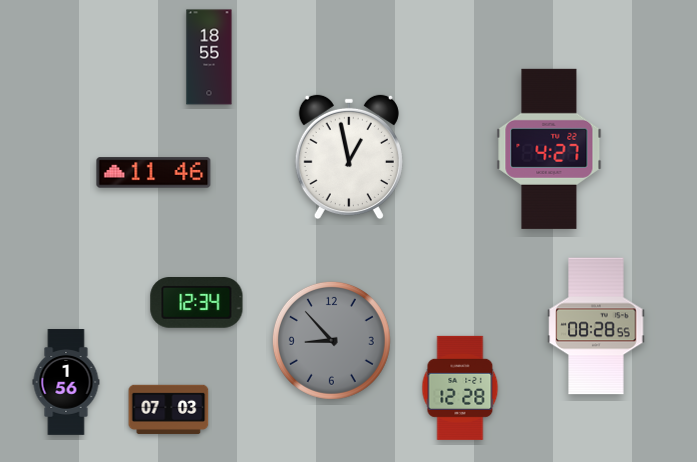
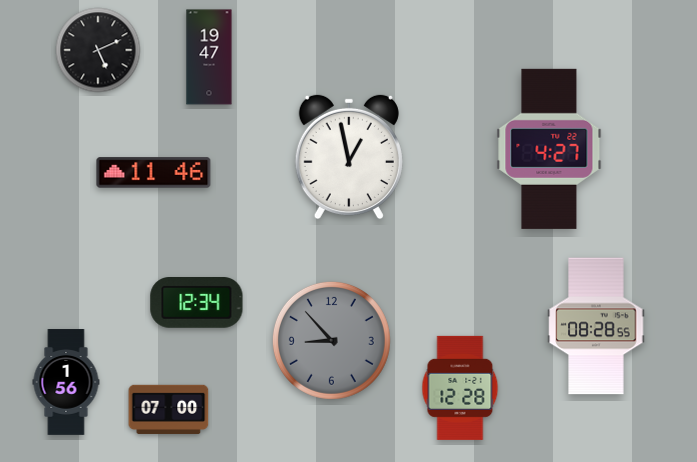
clock at (98, 50): none -> 5:11
clock at (209, 57): 18:55 -> 19:47
clock at (169, 409): 07:03 -> 07:00
